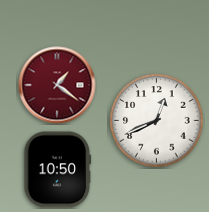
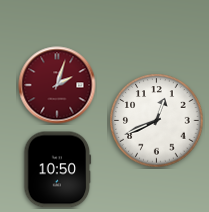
clock at (57, 85): 1:21 -> 2:03
